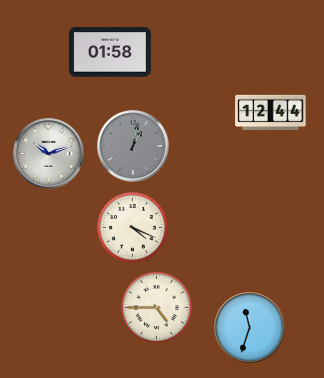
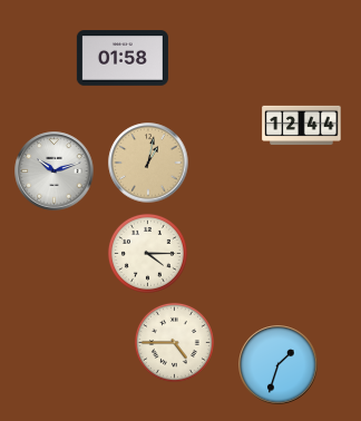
clock at (133, 146) dial: grey -> champagne
clock at (132, 227): 4:19 -> 4:15
clock at (250, 328): 11:33 -> 1:33
